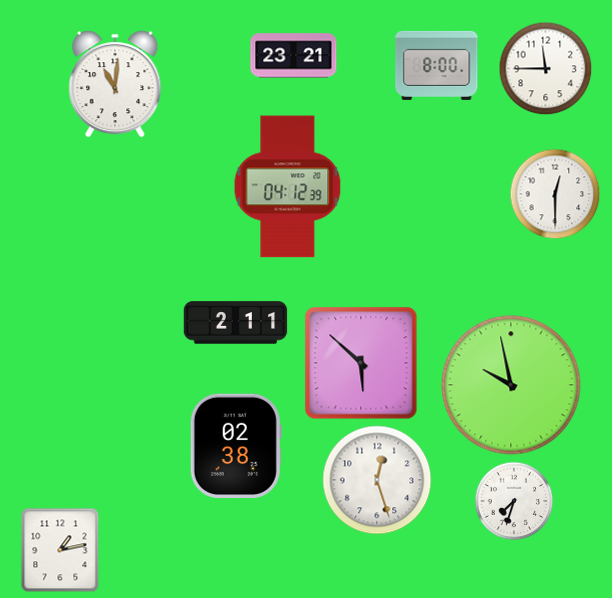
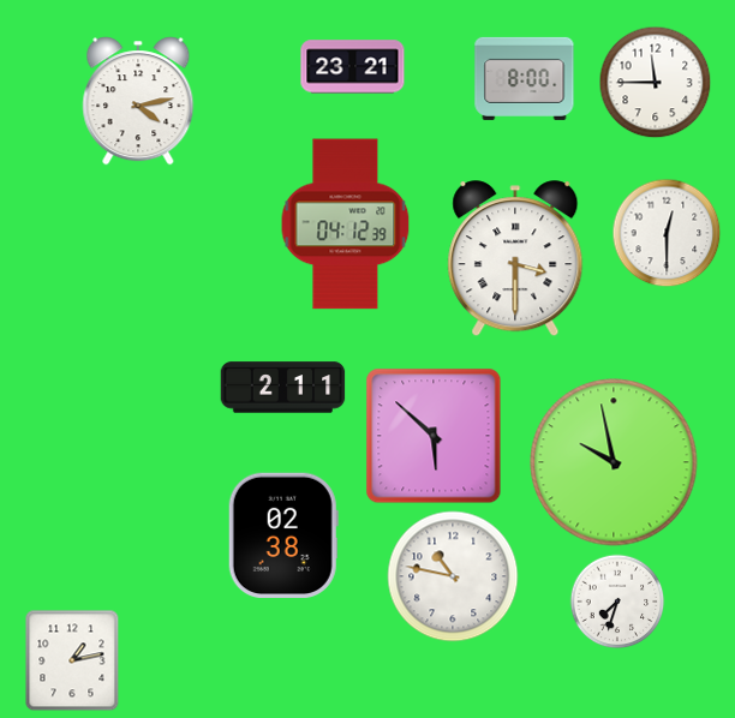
clock at (115, 84): 11:01 -> 4:13
clock at (515, 259): none -> 3:30
clock at (377, 480): 12:27 -> 10:47
